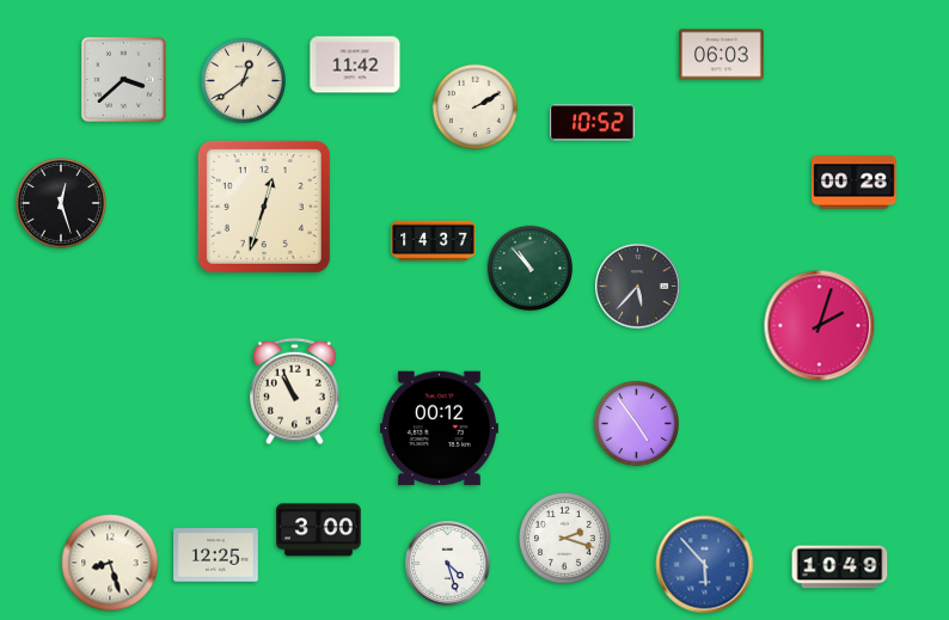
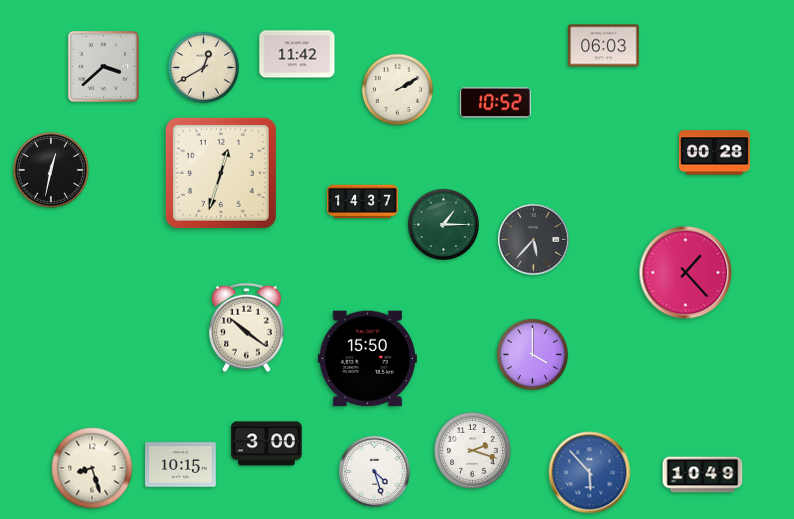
clock at (243, 80): 12:39 -> 12:40
clock at (62, 204): 12:27 -> 12:32
clock at (529, 268): 10:53 -> 1:15
clock at (820, 326): 2:03 -> 1:23
clock at (295, 392): 10:56 -> 10:21
clock at (636, 423): 4:54 -> 4:00
clock at (439, 429): 00:12 -> 15:50
clock at (216, 555): 12:25 -> 10:15
clock at (110, 563) position: (110, 563) -> (92, 468)
